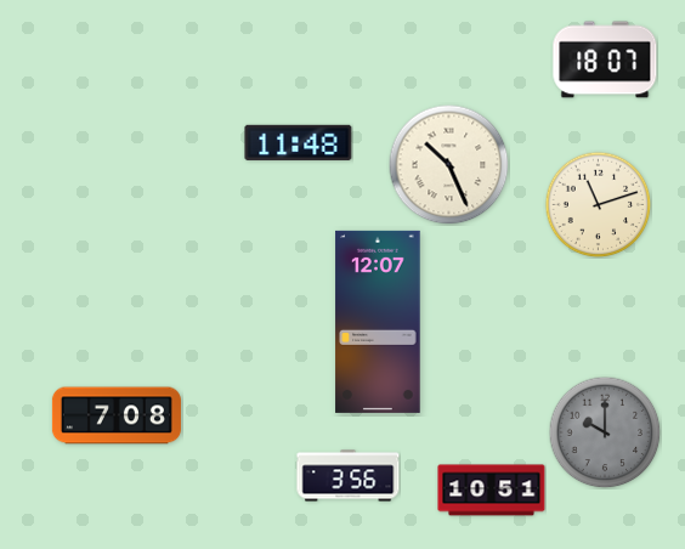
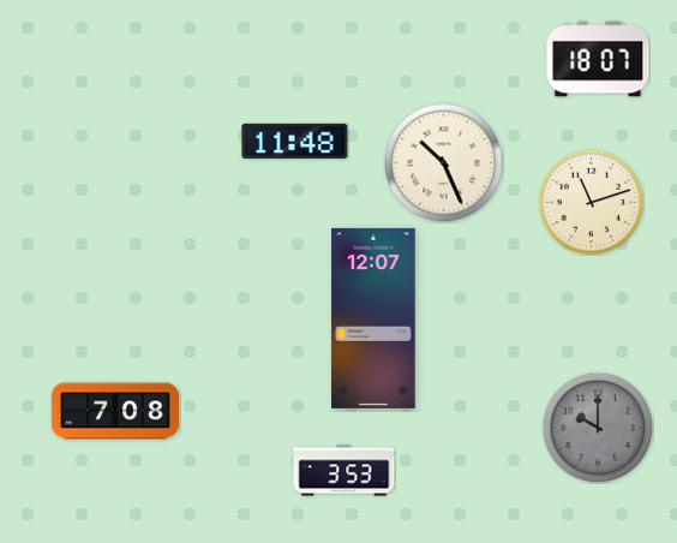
clock at (349, 476): 3:56 -> 3:53
clock at (492, 491): 10:51 -> none
